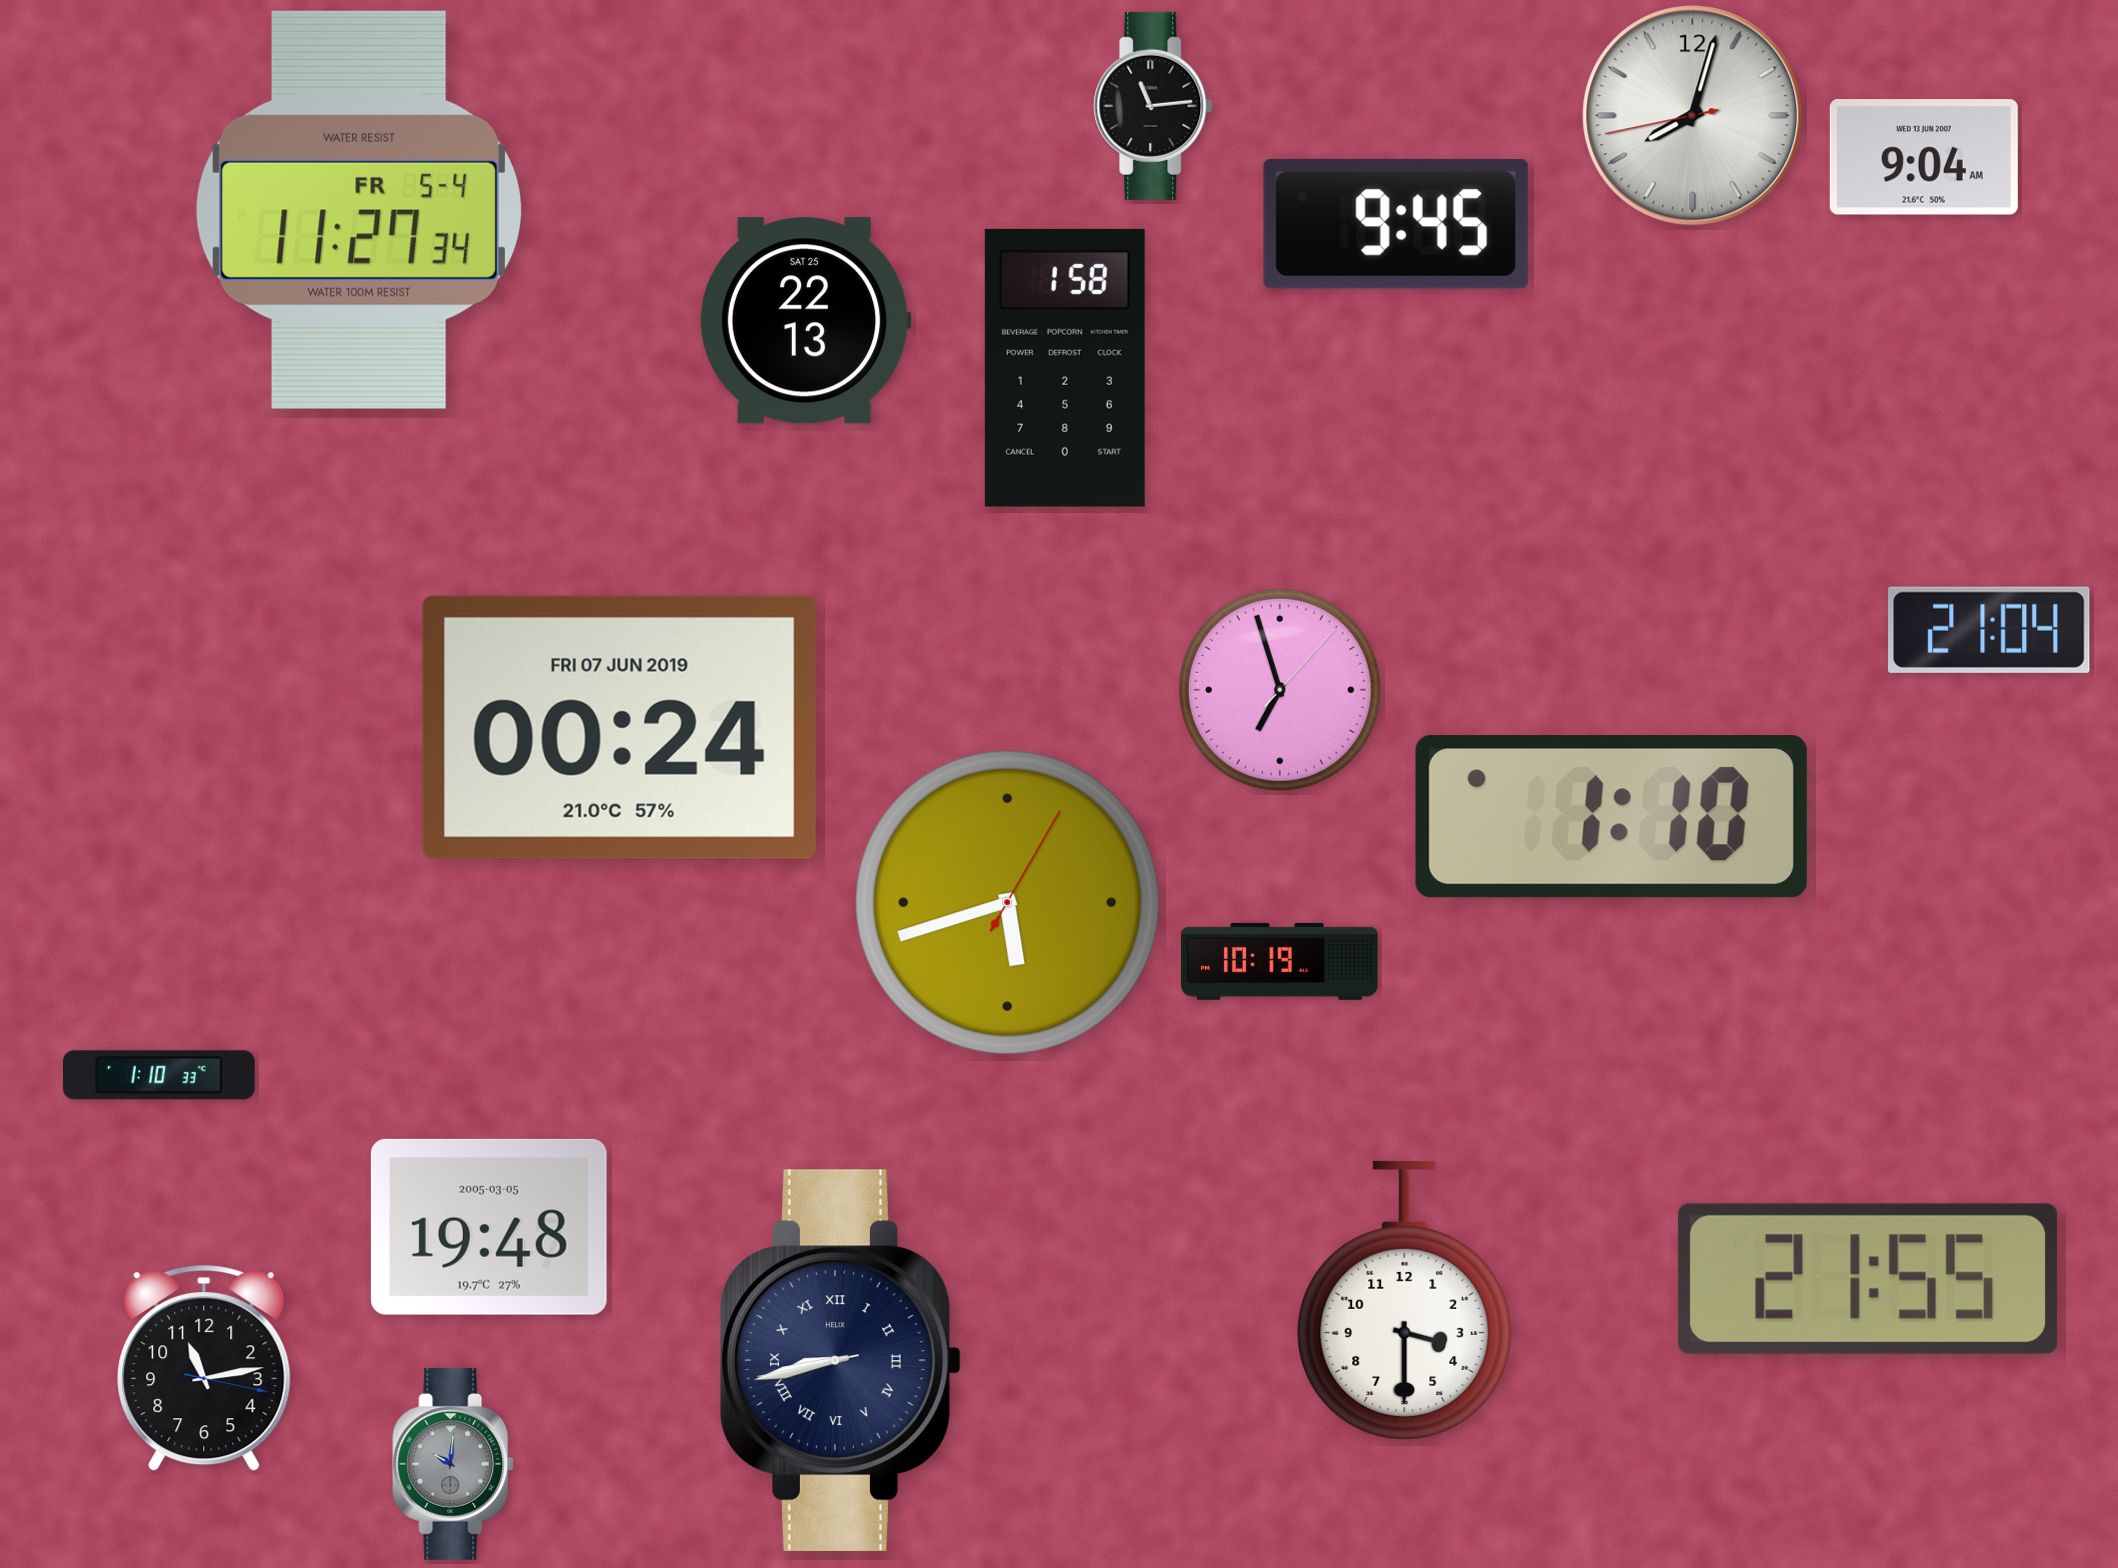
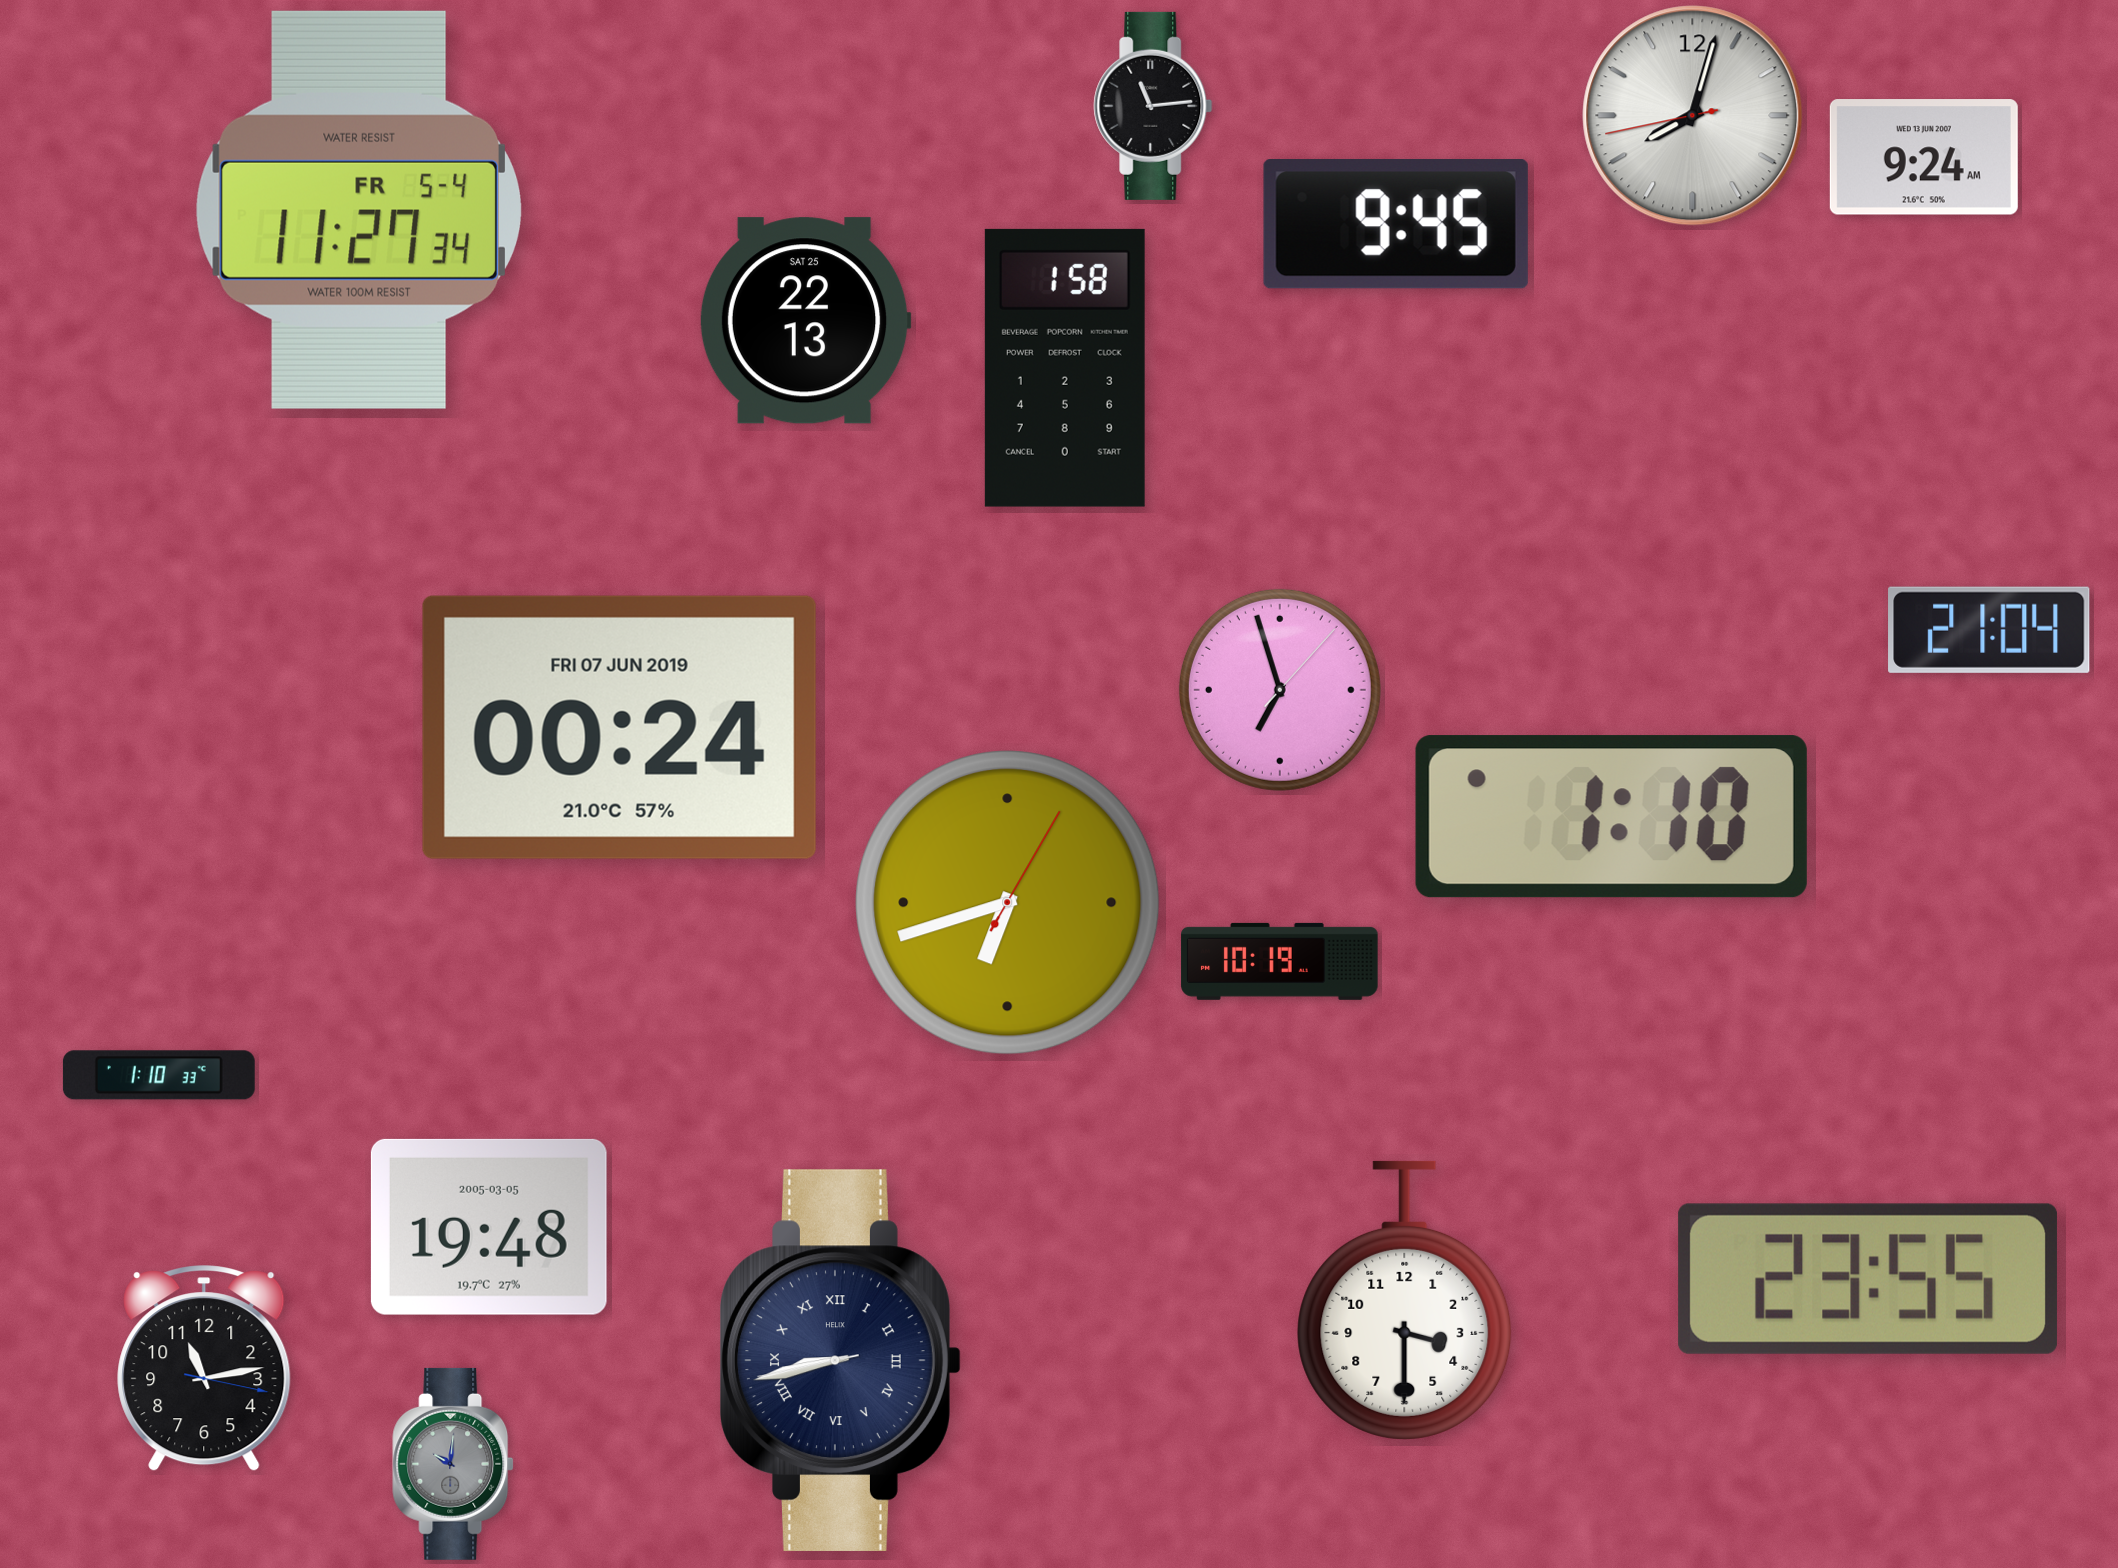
clock at (1924, 157): 9:04 -> 9:24
clock at (1008, 903): 5:42 -> 6:42
clock at (1868, 1279): 21:55 -> 23:55
